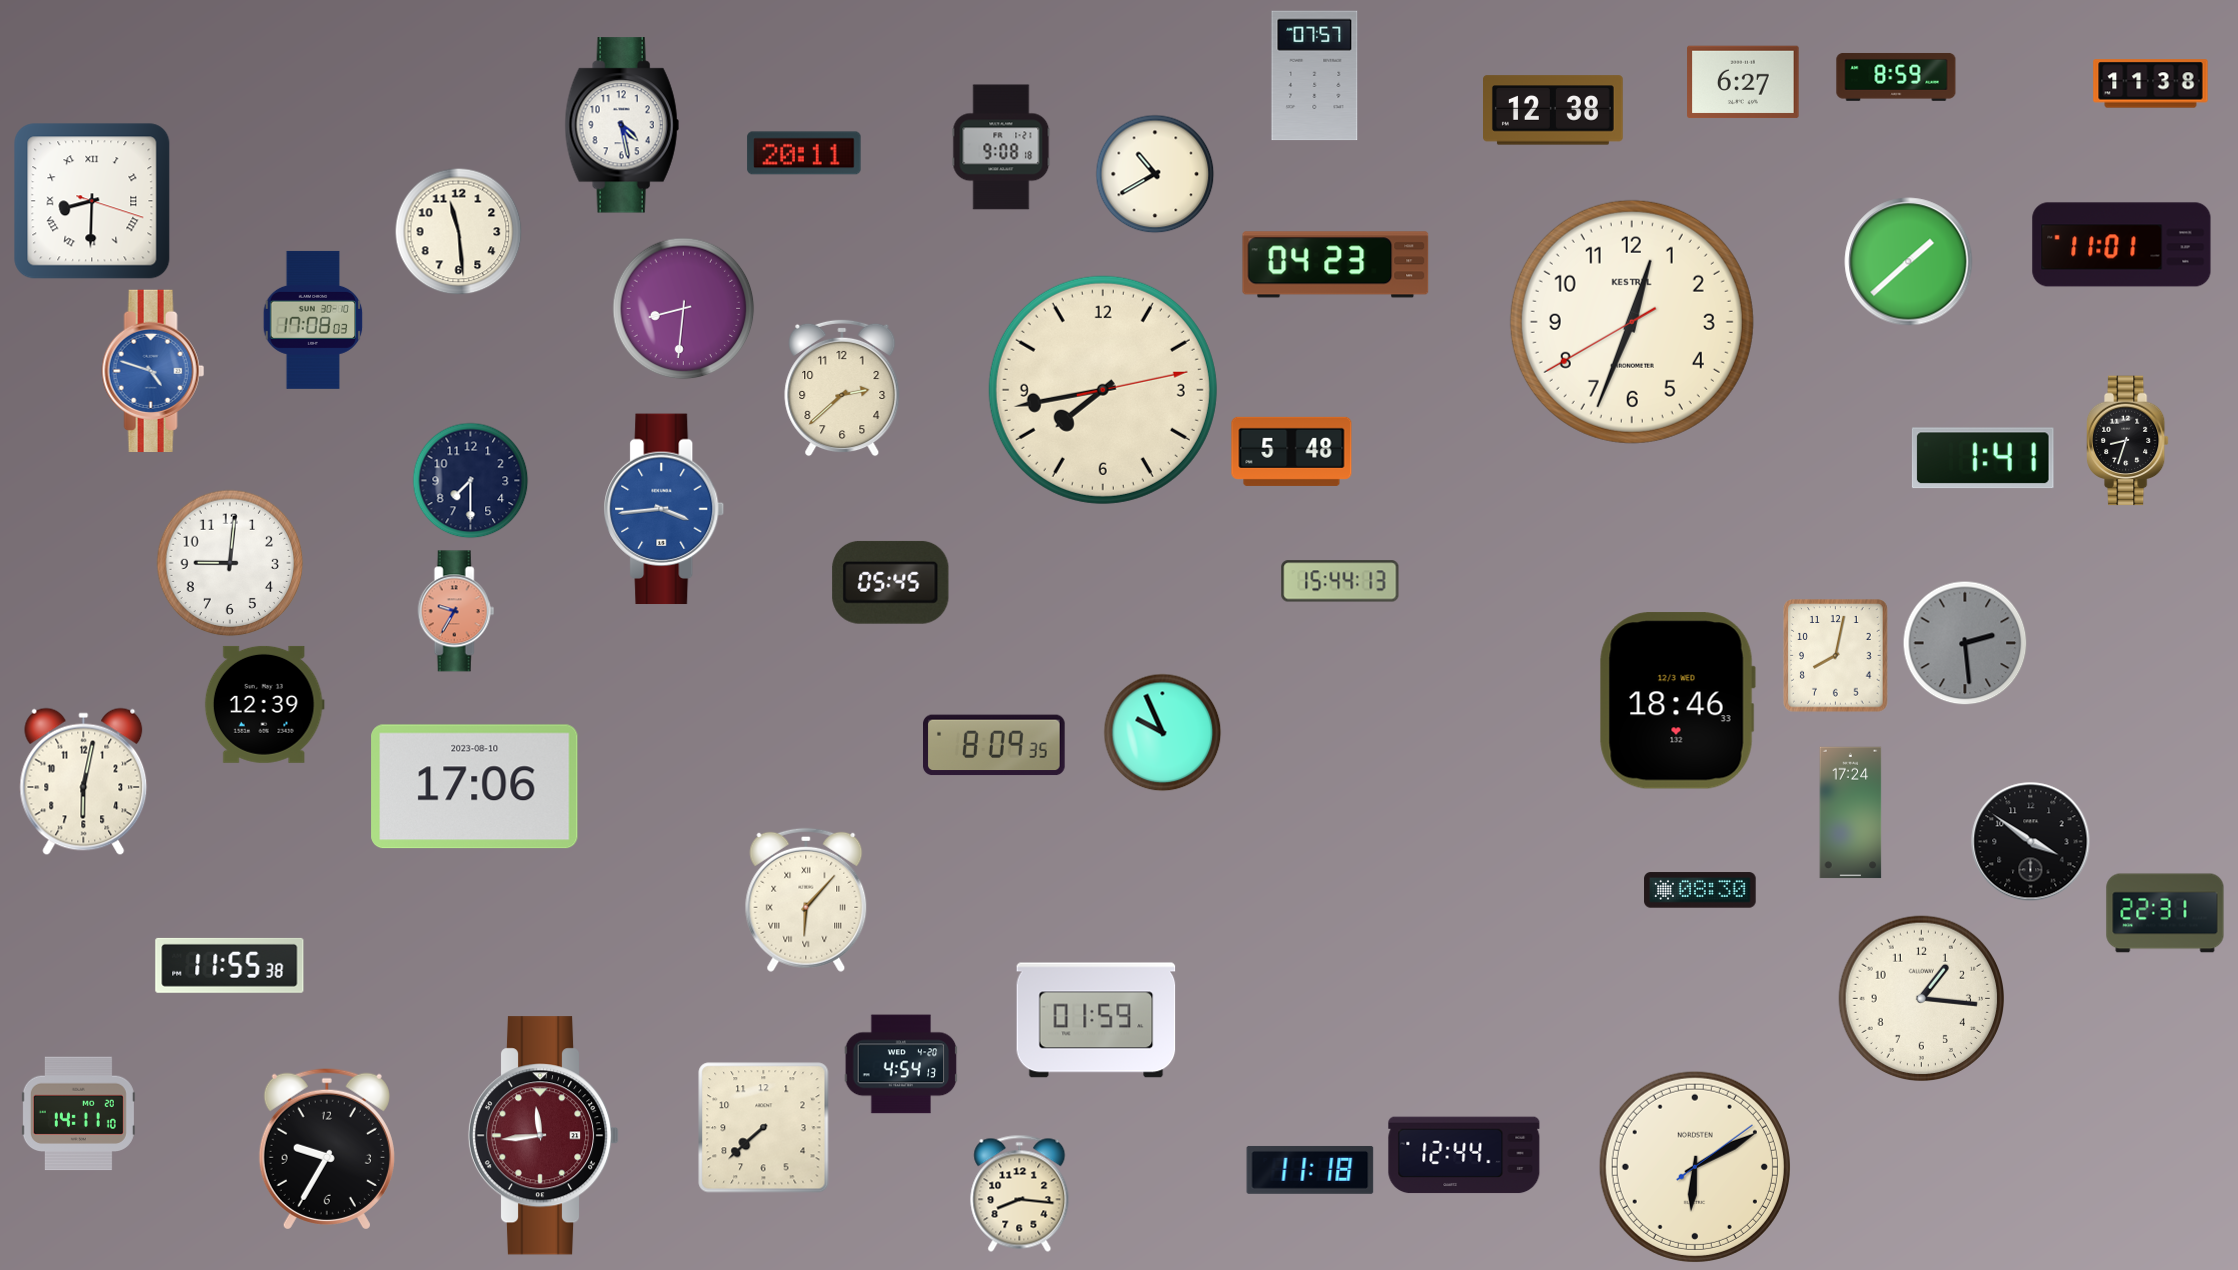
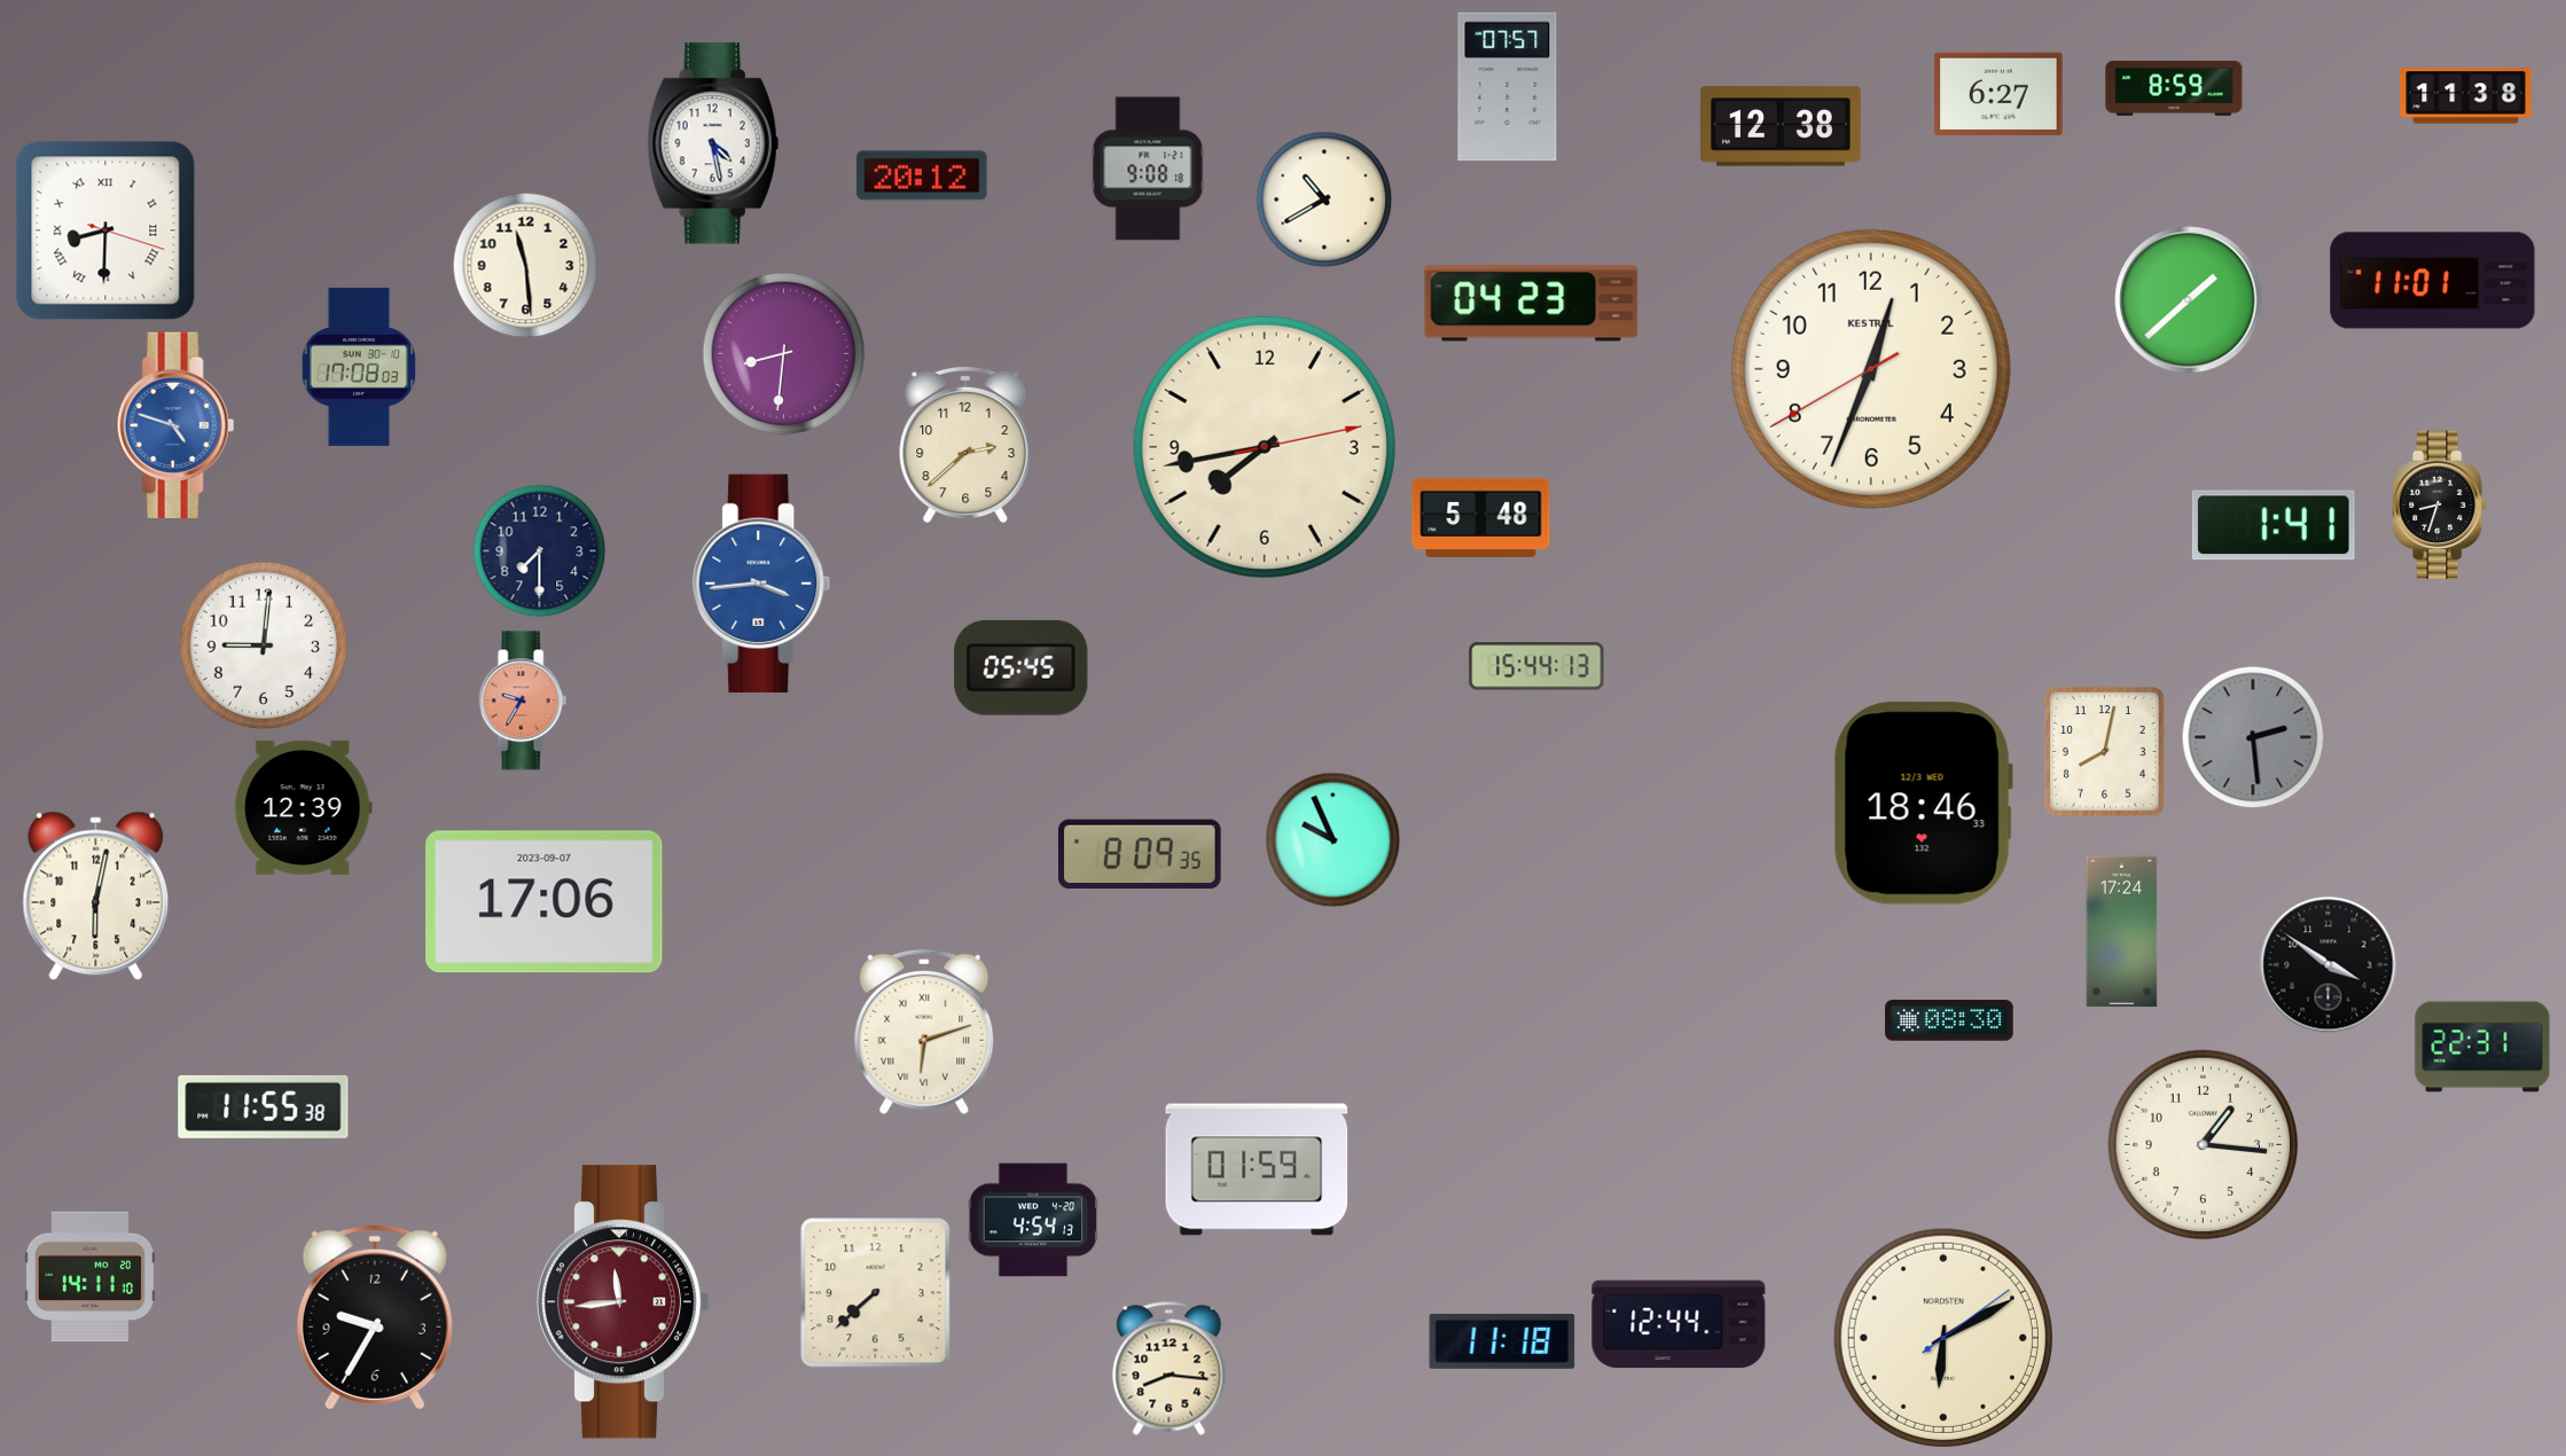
clock at (804, 153): 20:11 -> 20:12
clock at (475, 787) date: 2023-08-10 -> 2023-09-07
clock at (806, 900): 6:07 -> 6:12
